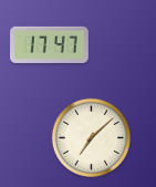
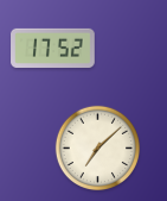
clock at (50, 44): 17:47 -> 17:52
